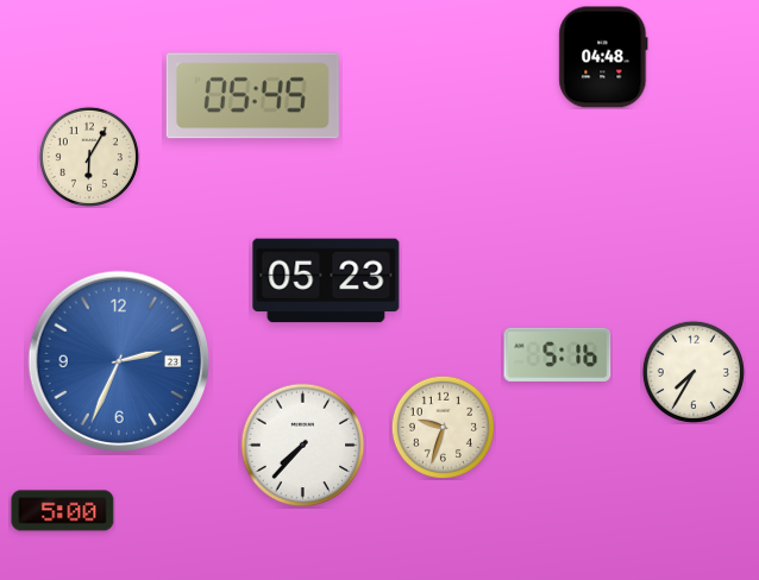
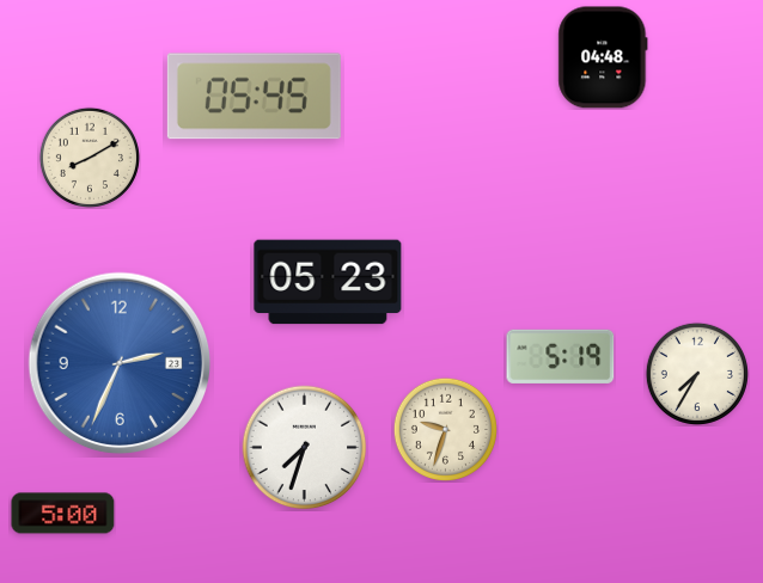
clock at (603, 57) position: (603, 57) -> (603, 57)
clock at (89, 157): 6:05 -> 8:10
clock at (558, 354): 5:16 -> 5:19
clock at (303, 446): 7:37 -> 7:33
